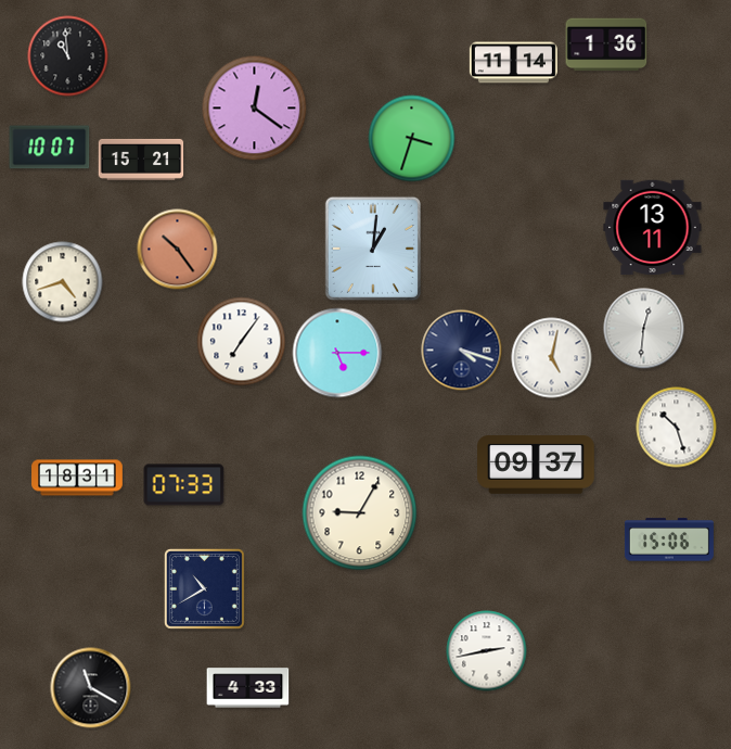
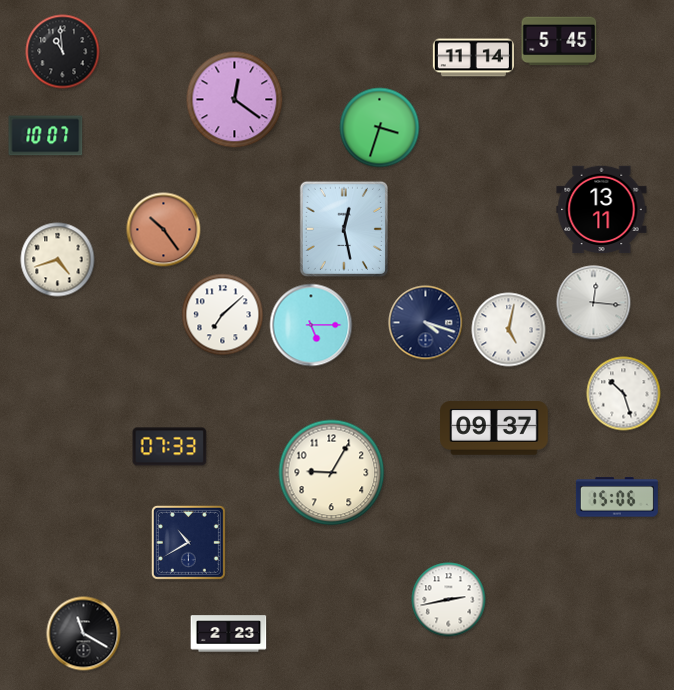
clock at (606, 45): 1:36 -> 5:45
clock at (141, 160): 15:21 -> none
clock at (373, 249): 1:01 -> 12:28
clock at (644, 329): 12:31 -> 12:16
clock at (242, 342): 7:06 -> 7:08
clock at (77, 478): 18:31 -> none
clock at (248, 688): 4:33 -> 2:23
